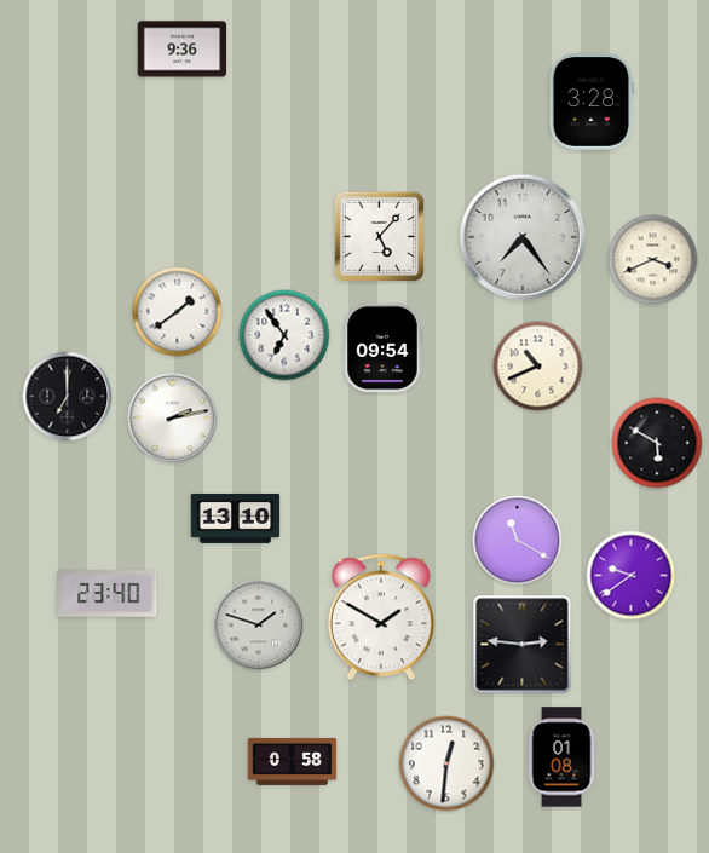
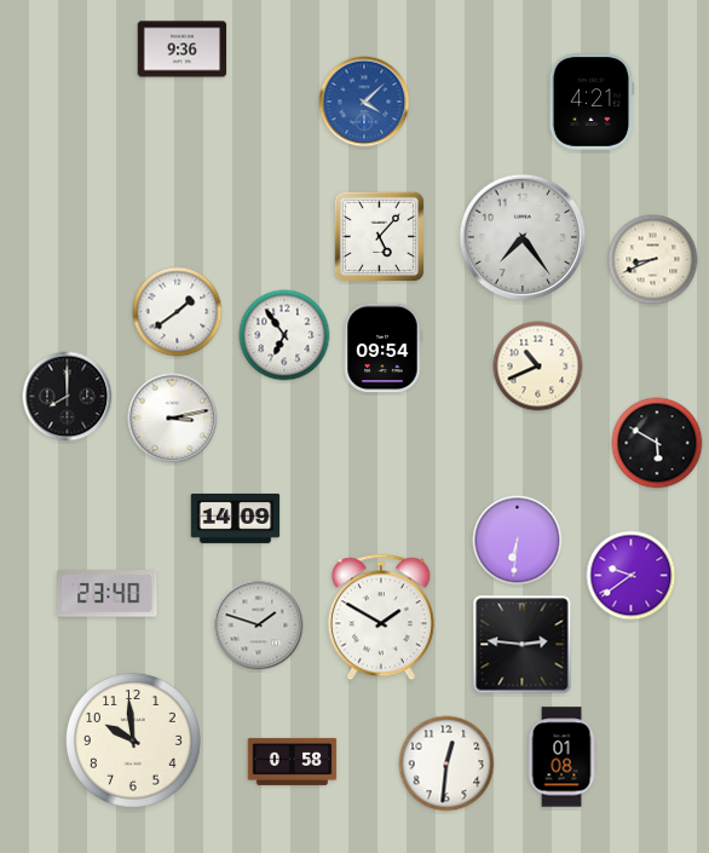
clock at (364, 102): none -> 4:08
clock at (592, 102): 3:28 -> 4:21
clock at (653, 260): 3:41 -> 8:41
clock at (68, 397): 7:00 -> 8:00
clock at (173, 419): 2:13 -> 3:13
clock at (236, 518): 13:10 -> 14:09
clock at (518, 541): 11:20 -> 6:31
clock at (134, 742): none -> 9:59
